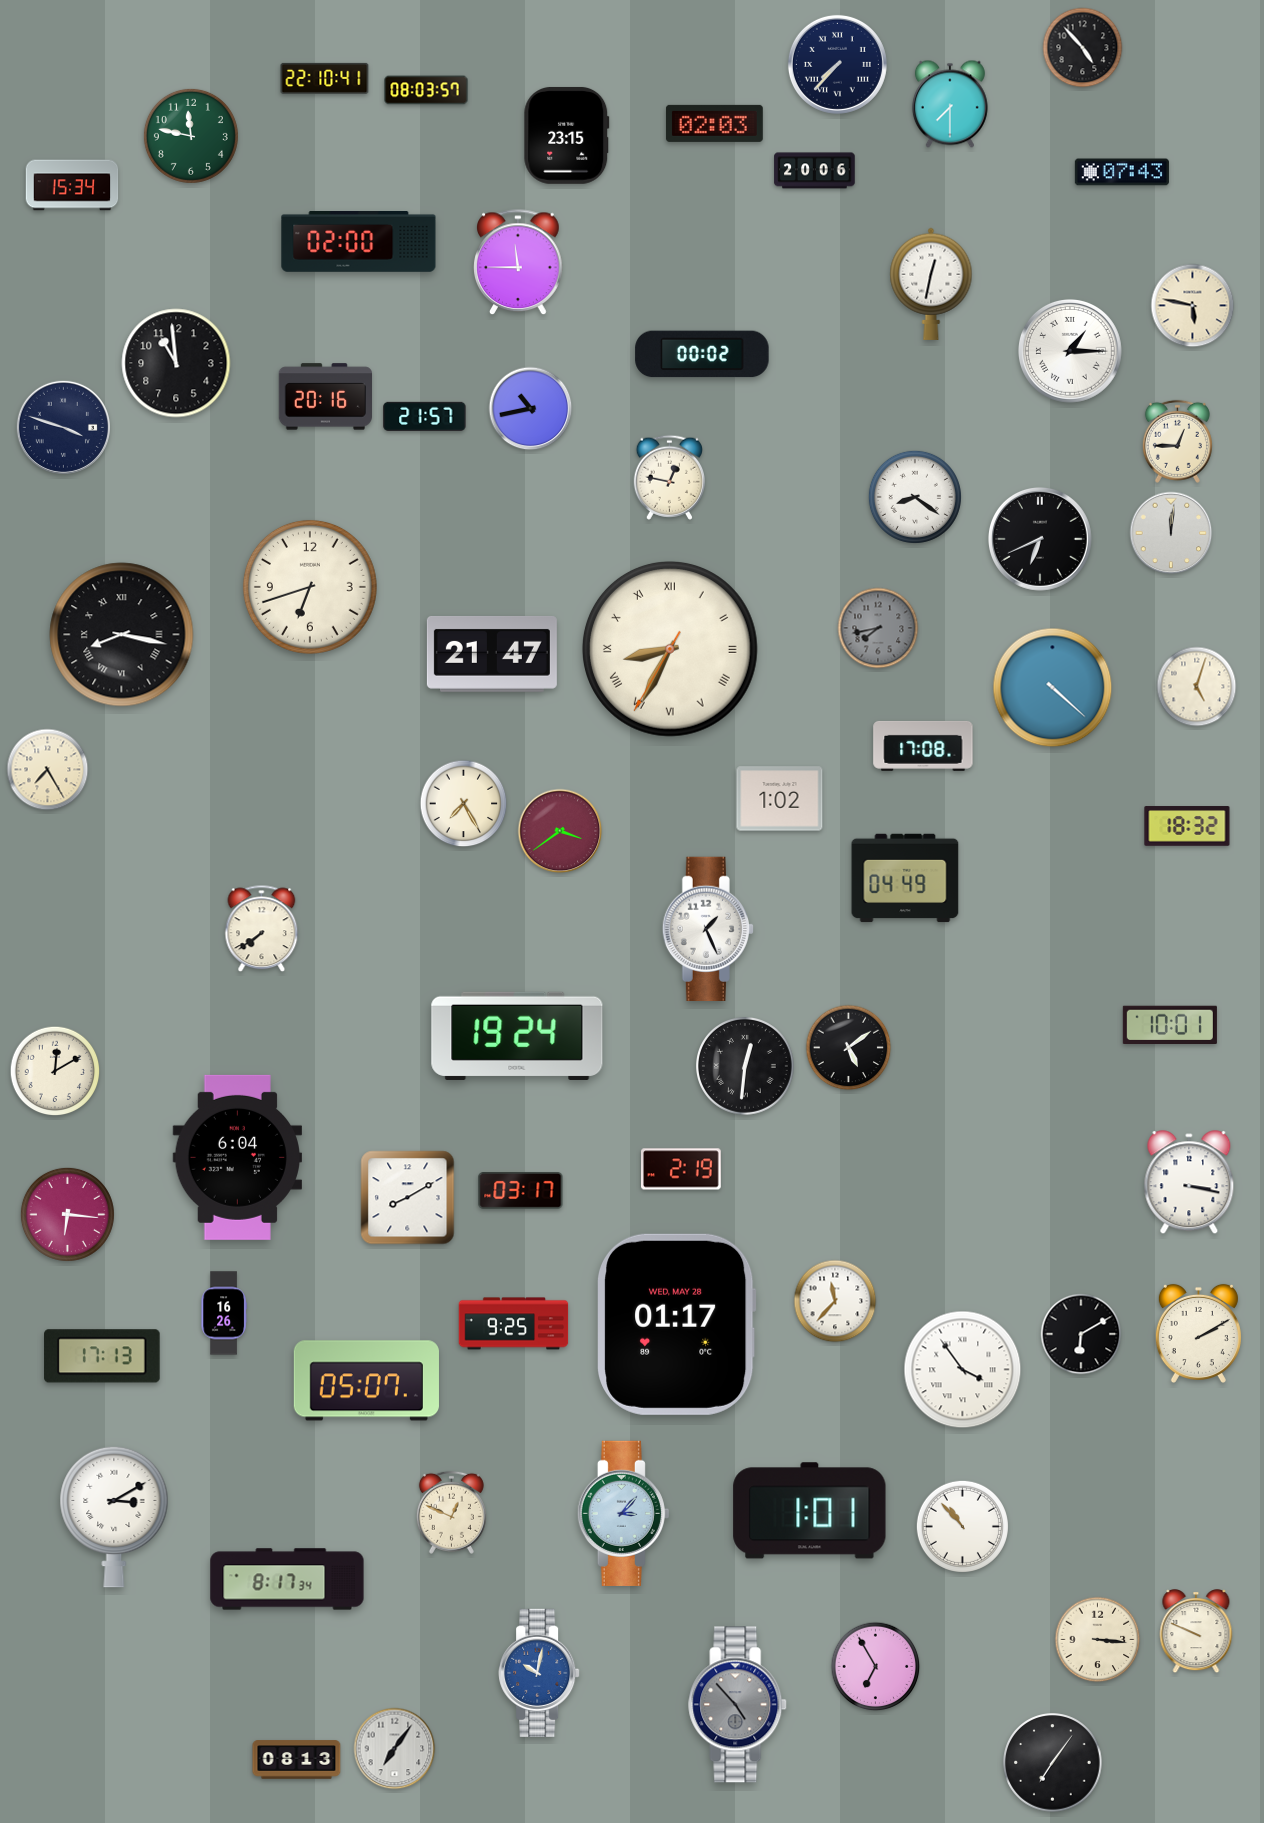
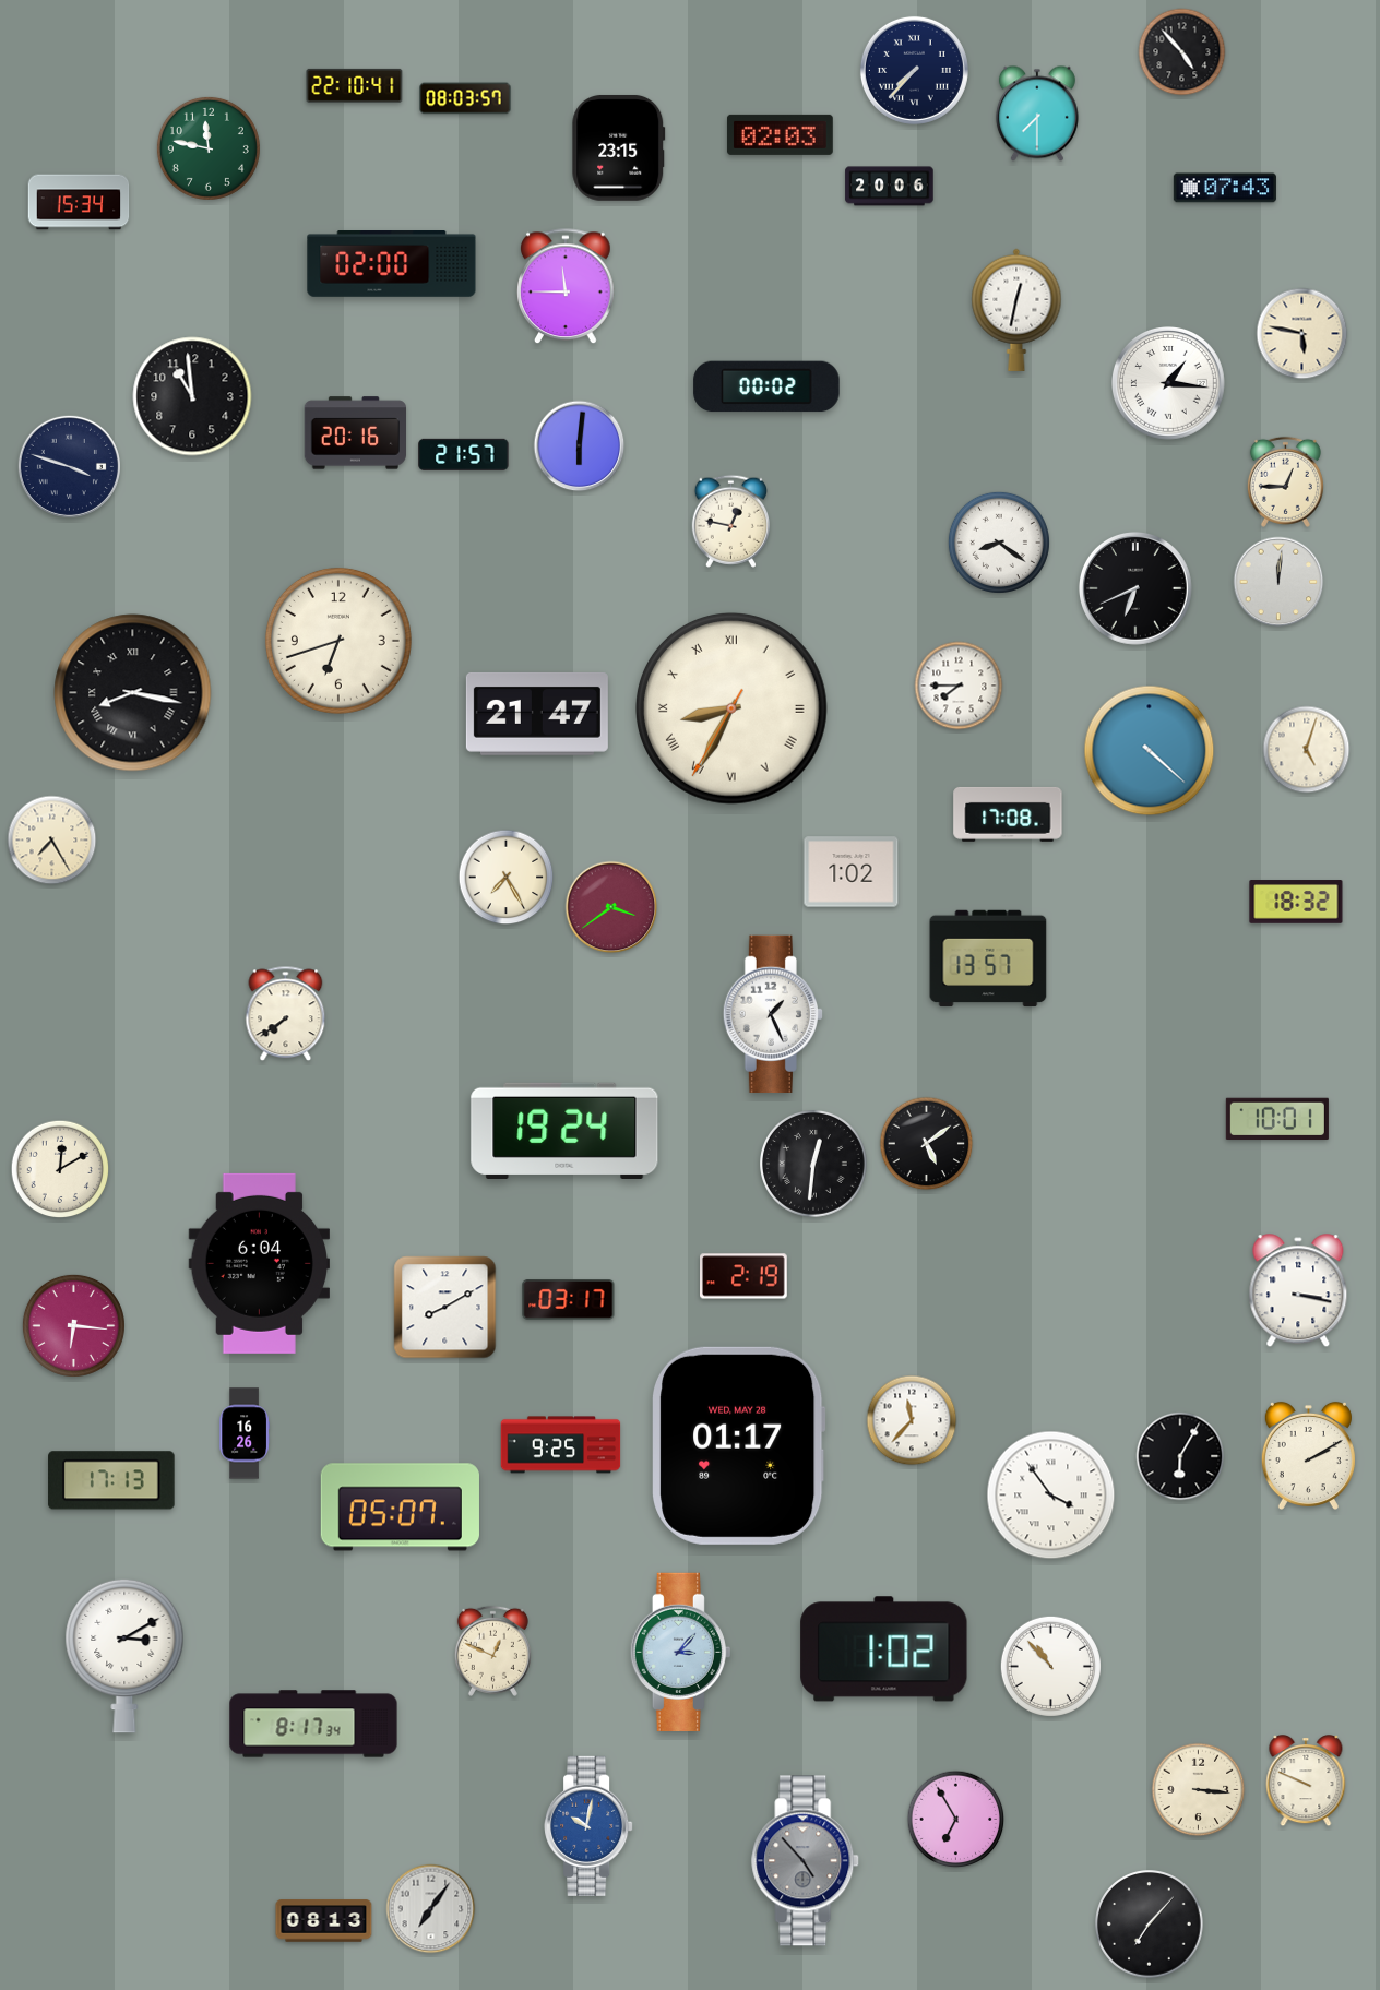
clock at (1070, 351): 1:15 -> 1:16
clock at (531, 409): 10:43 -> 6:01
clock at (878, 628): 7:43 -> 7:45
clock at (878, 628) dial: grey -> white
clock at (905, 878): 04:49 -> 13:57
clock at (1081, 1334): 6:10 -> 6:05
clock at (810, 1511): 1:01 -> 1:02
clock at (1053, 1763): 7:06 -> 7:07
